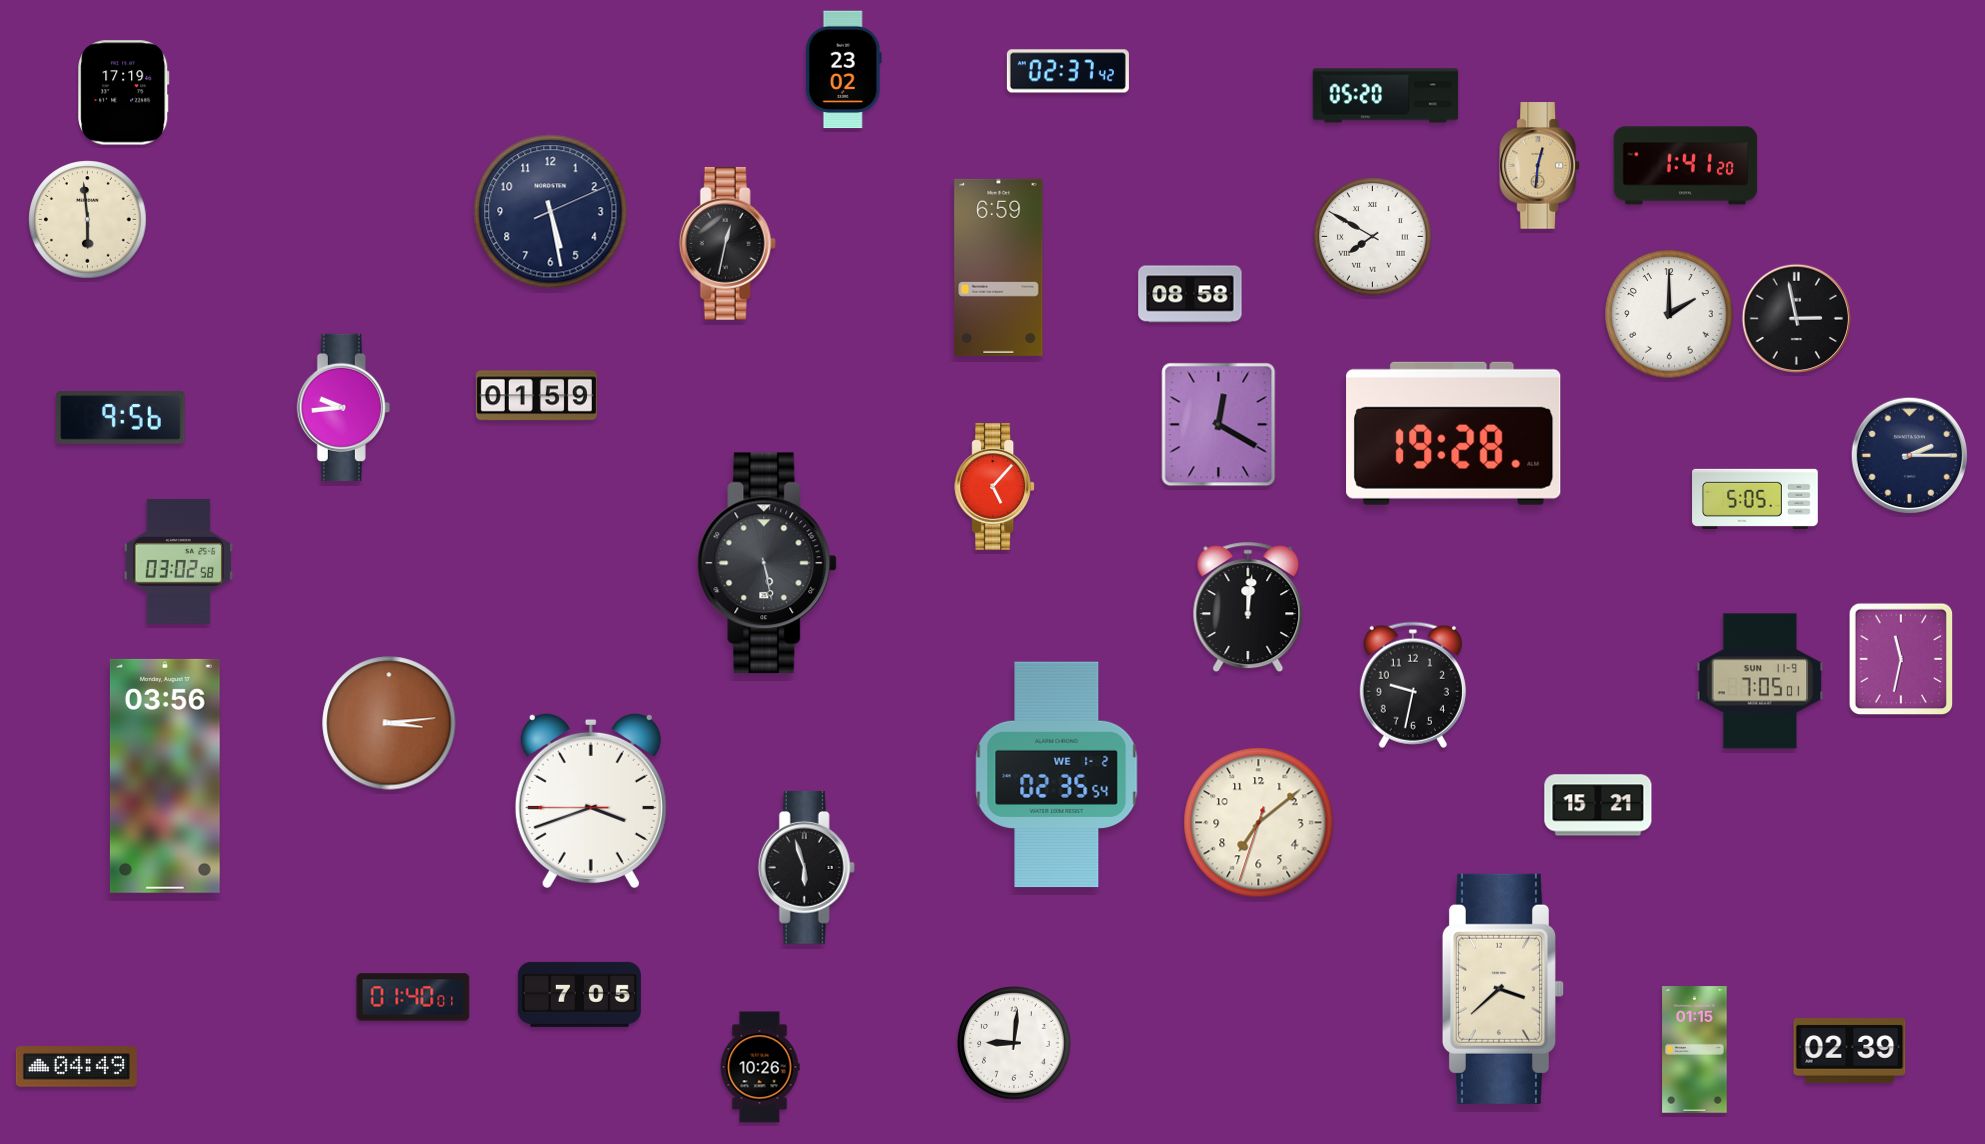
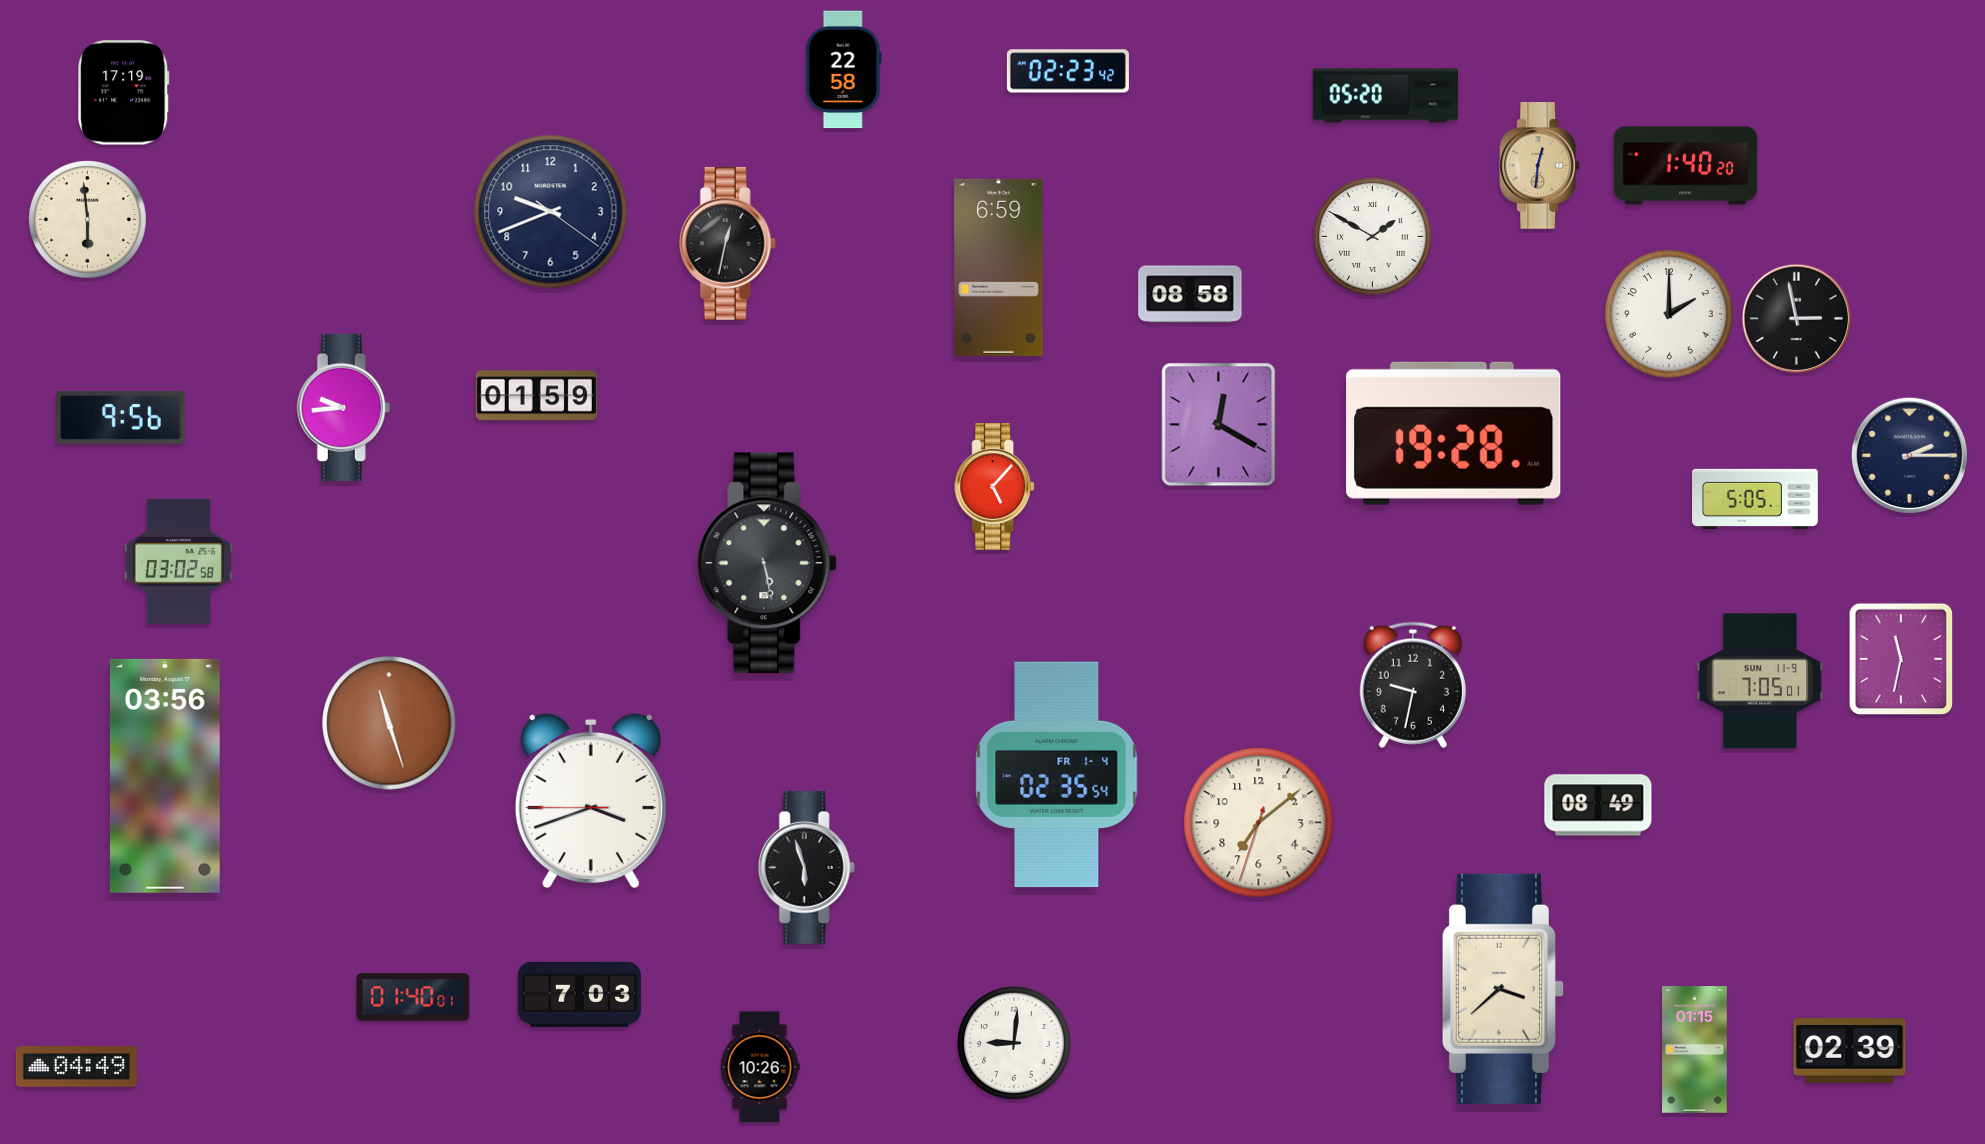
clock at (843, 70): 23:02 -> 22:58
clock at (1068, 71): 02:37 -> 02:23
clock at (1686, 166): 1:41 -> 1:40
clock at (551, 212): 5:28 -> 9:41
clock at (1373, 237): 7:50 -> 1:50
clock at (1248, 607): 12:01 -> none
clock at (389, 723): 3:14 -> 11:27
clock at (1057, 775) date: WE 1-2 -> FR 1-4
clock at (1598, 805): 15:21 -> 08:49
clock at (579, 994): 7:05 -> 7:03
